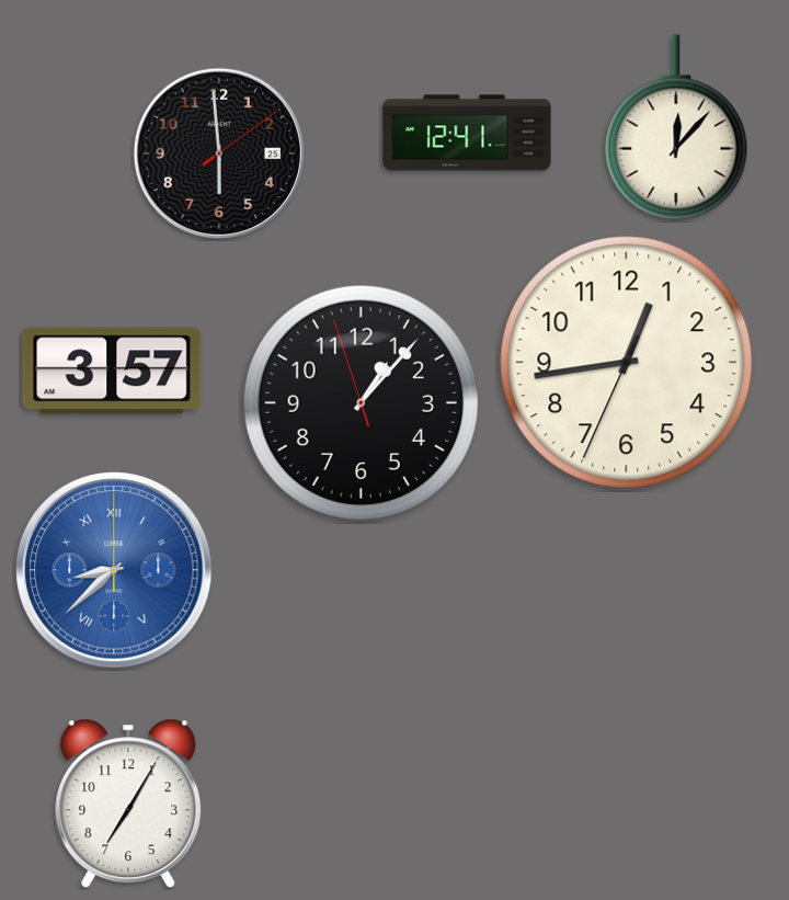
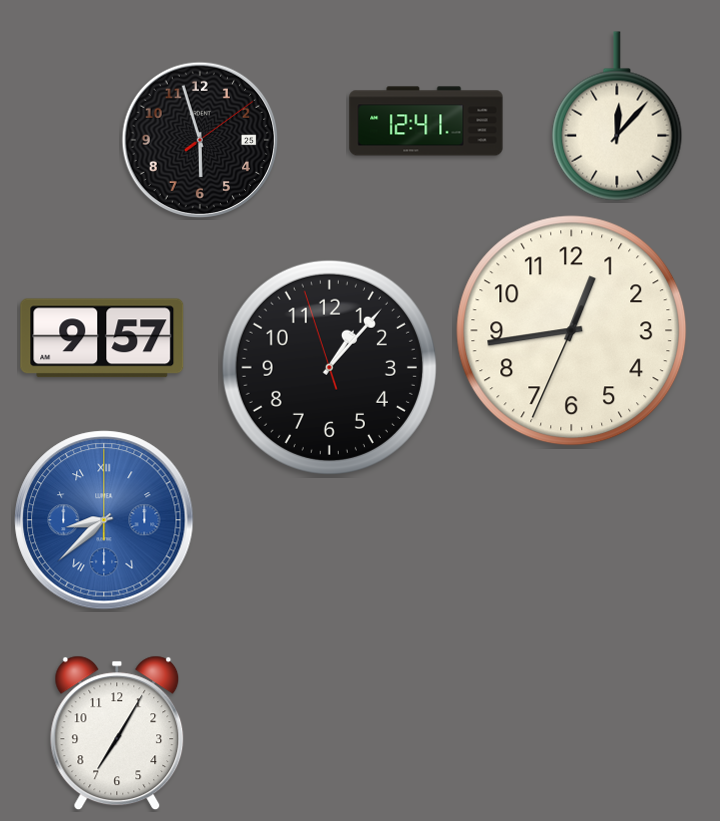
clock at (219, 153): 5:59 -> 5:57
clock at (112, 371): 3:57 -> 9:57
